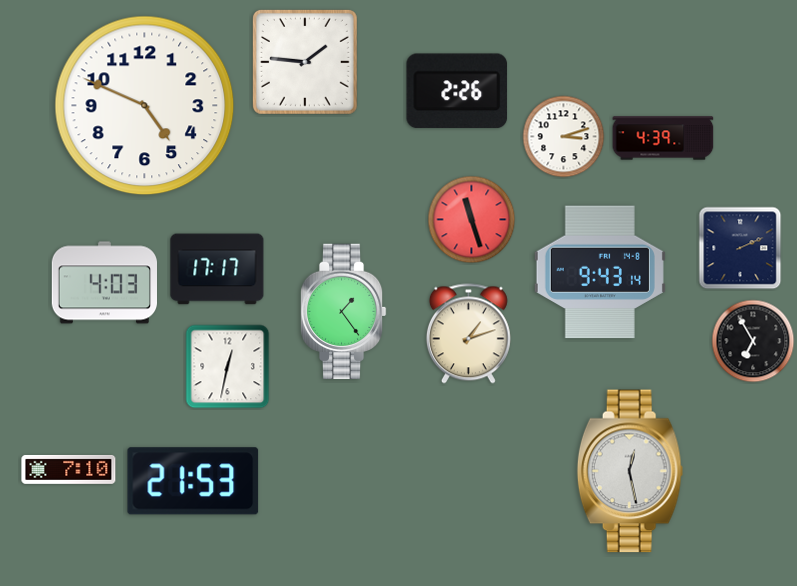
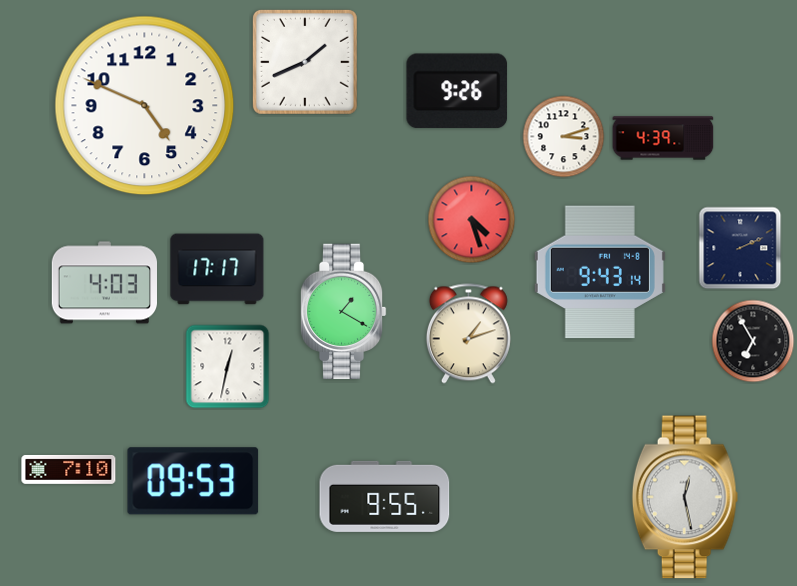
clock at (305, 62): 1:46 -> 1:41
clock at (457, 91): 2:26 -> 9:26
clock at (472, 220): 11:27 -> 4:27
clock at (343, 312): 1:24 -> 1:20
clock at (630, 471) position: (630, 471) -> (685, 497)
clock at (193, 481): 21:53 -> 09:53
clock at (385, 496): none -> 9:55
